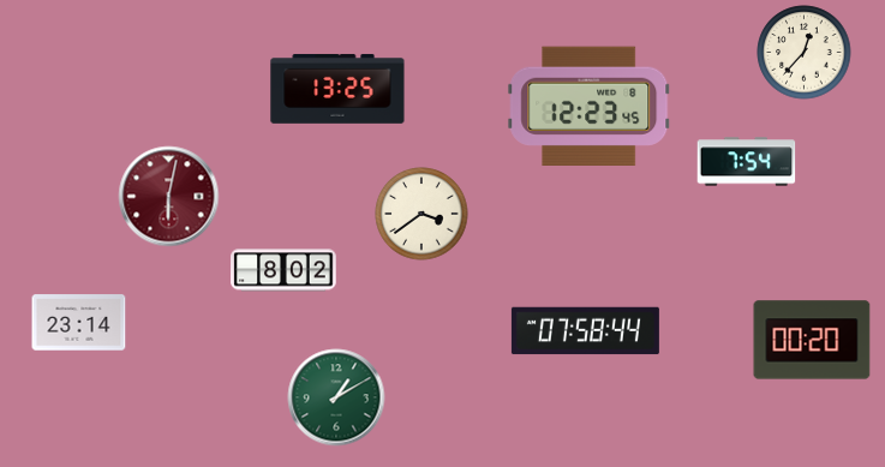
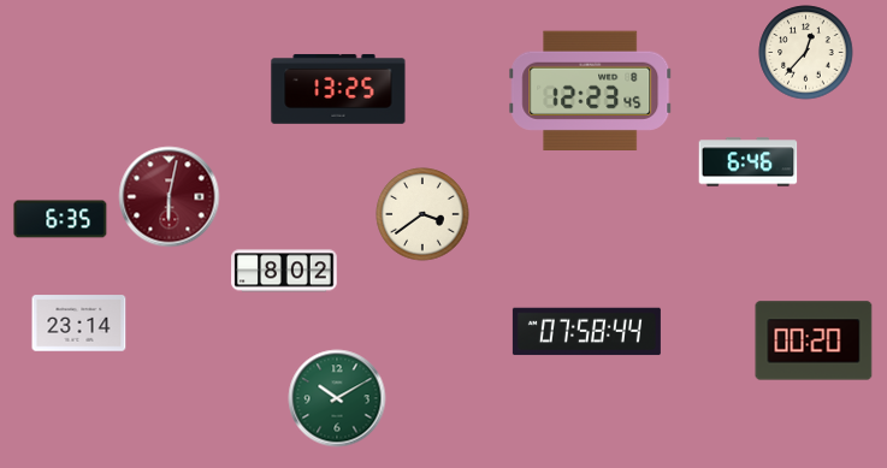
clock at (590, 106) position: (590, 106) -> (591, 90)
clock at (747, 162): 7:54 -> 6:46
clock at (60, 219): none -> 6:35
clock at (336, 397): 1:10 -> 10:10
